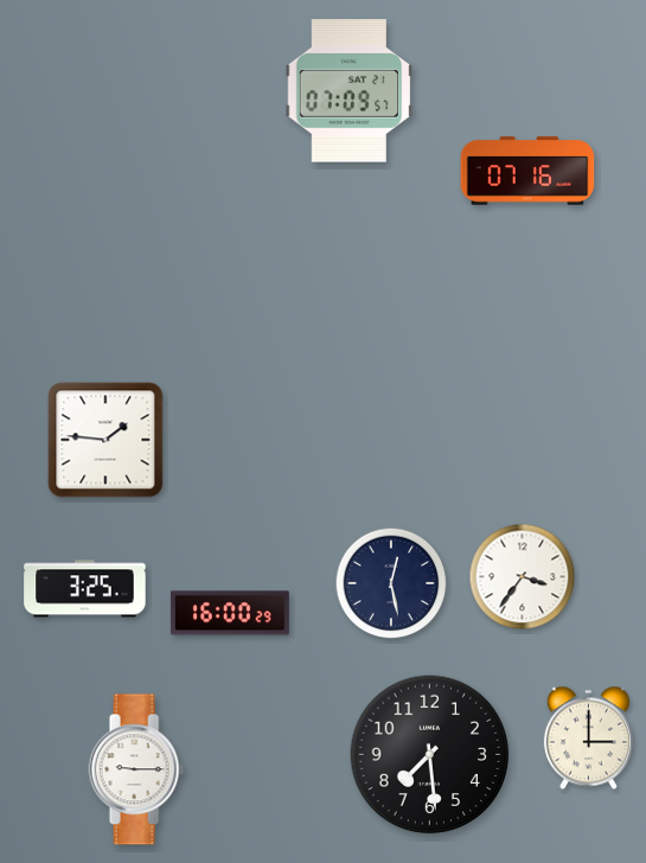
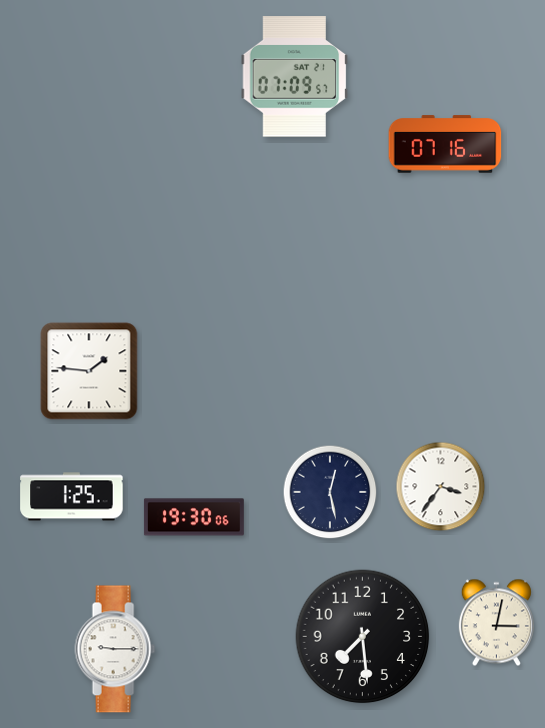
clock at (85, 589): 3:25 -> 1:25
clock at (230, 613): 16:00 -> 19:30
clock at (588, 739): 3:00 -> 3:02
